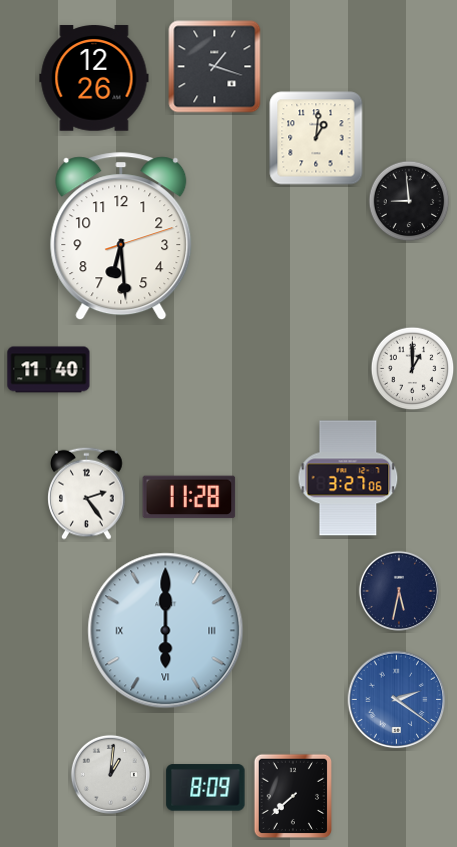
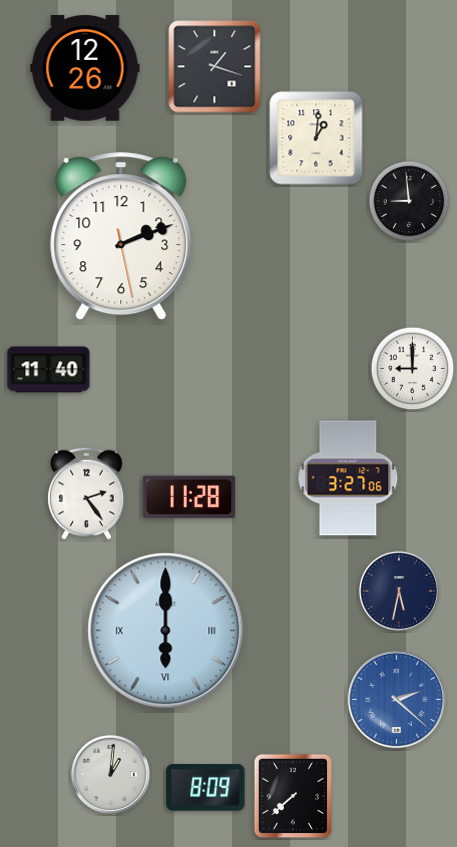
clock at (94, 78) position: (94, 78) -> (85, 68)
clock at (121, 237): 6:29 -> 2:11
clock at (413, 369): 1:00 -> 9:00
clock at (397, 700): 2:21 -> 2:22
